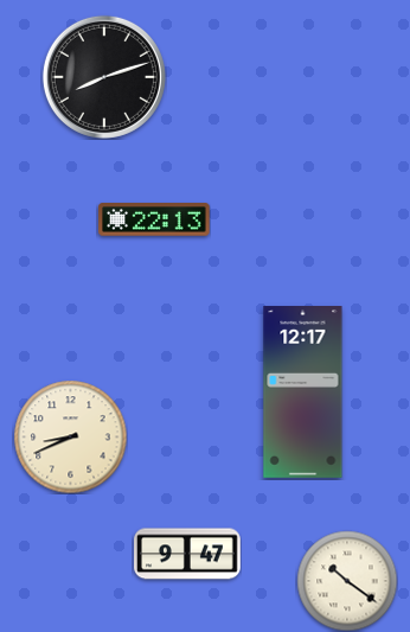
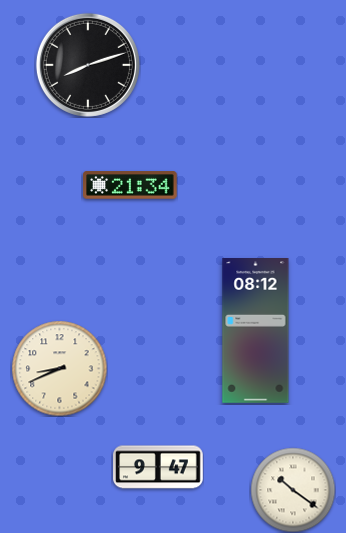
clock at (154, 219): 22:13 -> 21:34
clock at (303, 392): 12:17 -> 08:12
